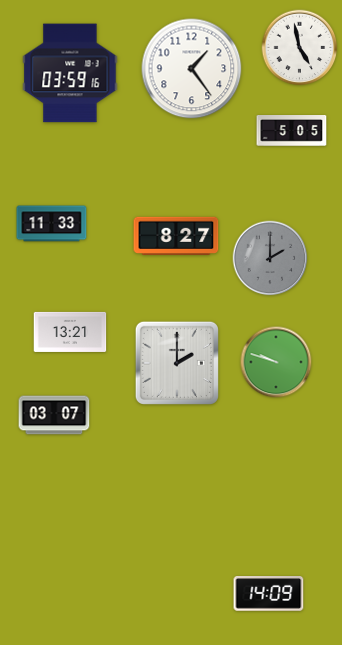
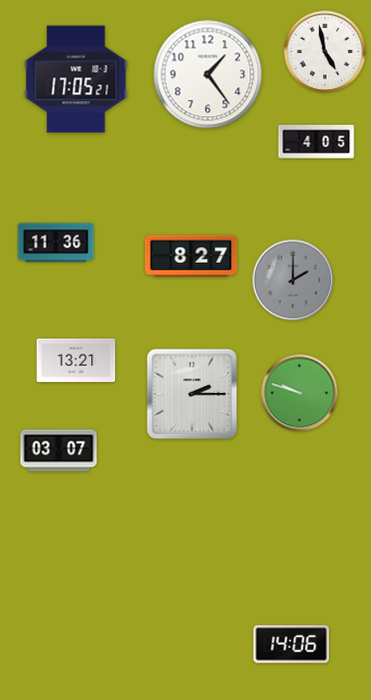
clock at (70, 73): 03:59 -> 17:05
clock at (292, 131): 5:05 -> 4:05
clock at (52, 224): 11:33 -> 11:36
clock at (177, 363): 2:00 -> 2:15
clock at (269, 594): 14:09 -> 14:06
